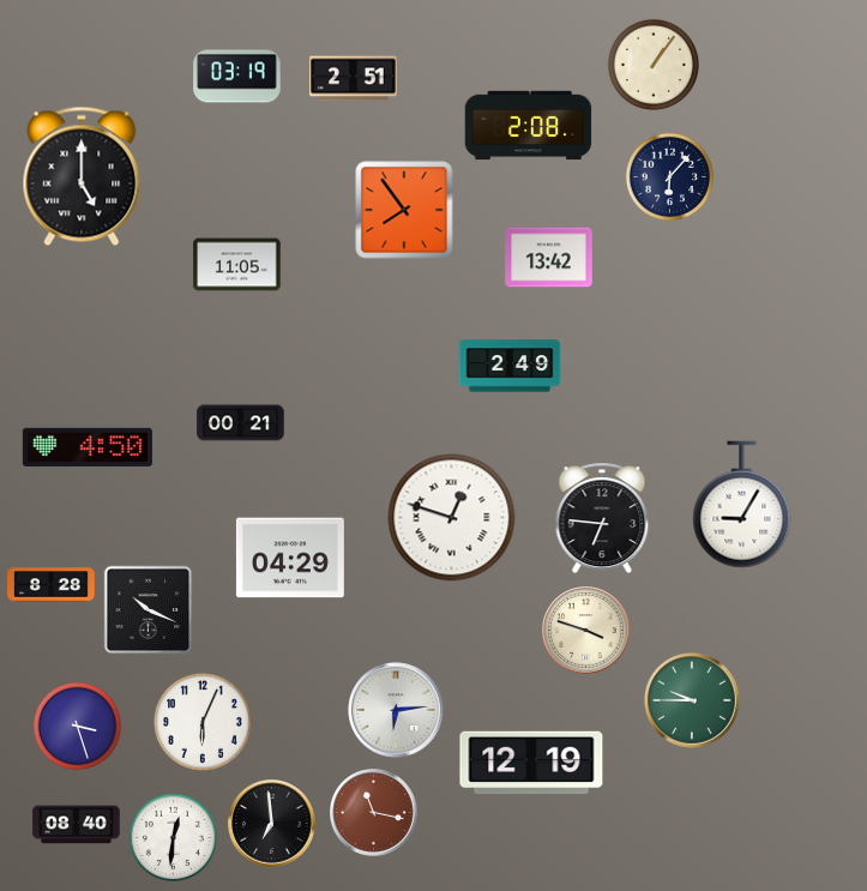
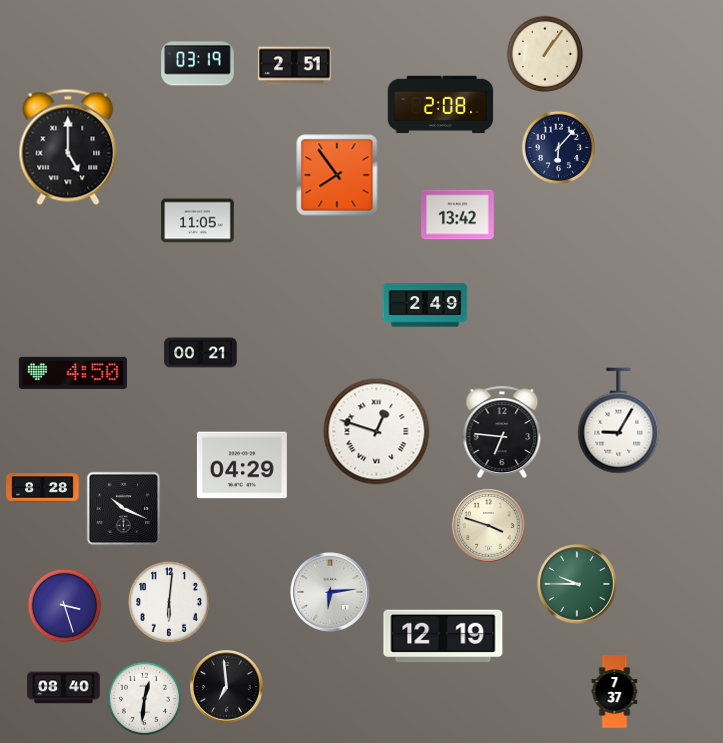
clock at (203, 722): 6:04 -> 6:01
clock at (374, 813): 11:17 -> none
clock at (615, 692): none -> 7:37
